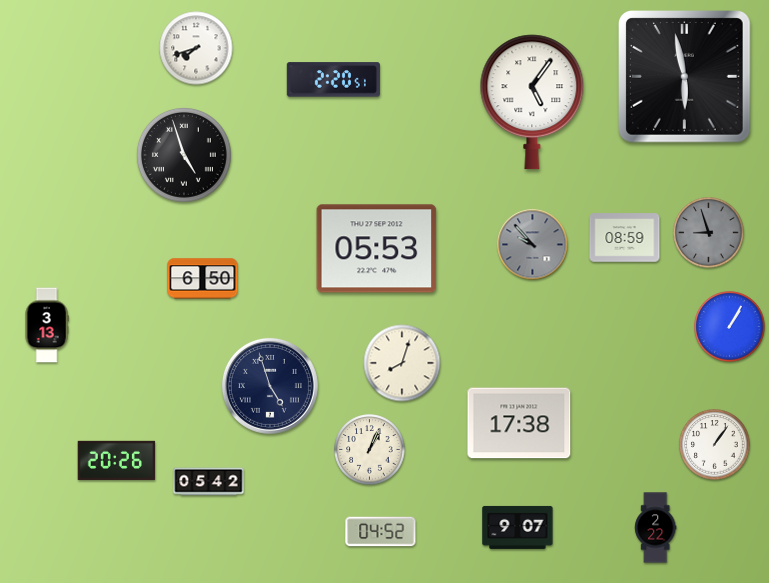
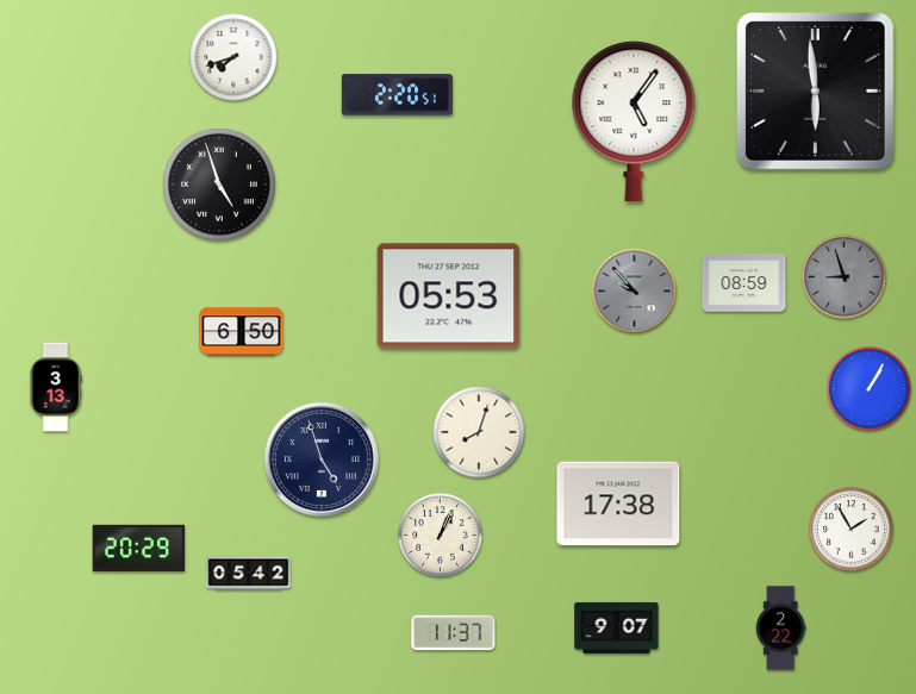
clock at (685, 77): 5:58 -> 5:59
clock at (715, 445): 1:06 -> 1:55
clock at (117, 460): 20:26 -> 20:29
clock at (381, 532): 04:52 -> 11:37
